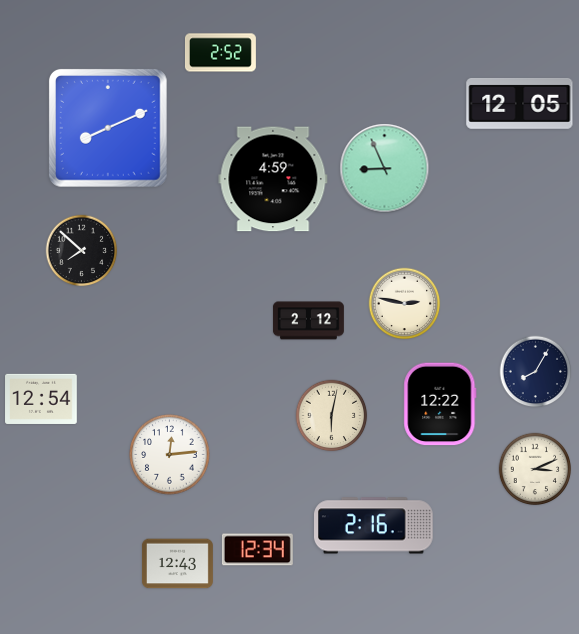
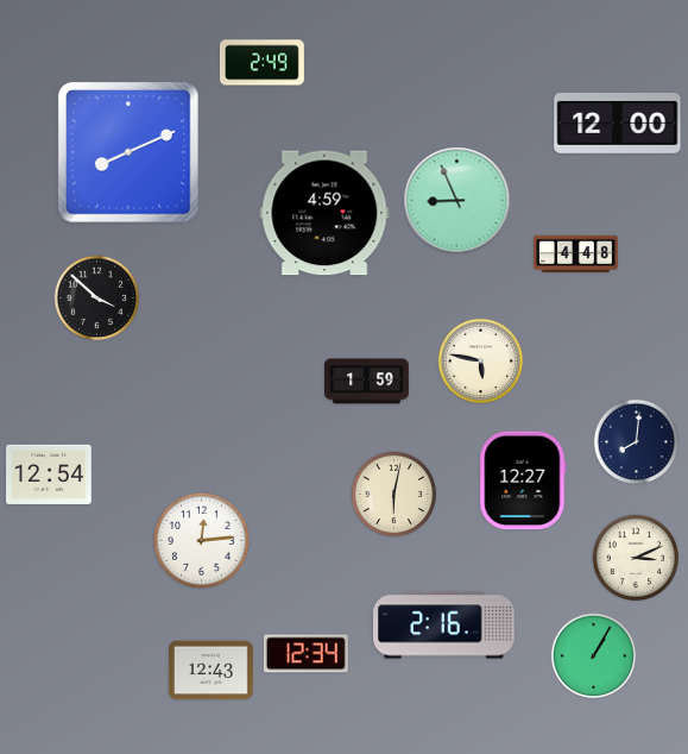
clock at (220, 53): 2:52 -> 2:49
clock at (520, 103): 12:05 -> 12:00
clock at (576, 253): none -> 4:48
clock at (82, 251): 7:52 -> 3:52
clock at (405, 304): 2:47 -> 5:47
clock at (308, 321): 2:12 -> 1:59
clock at (536, 372): 8:05 -> 8:01
clock at (440, 404): 12:22 -> 12:27
clock at (594, 656): none -> 1:05
